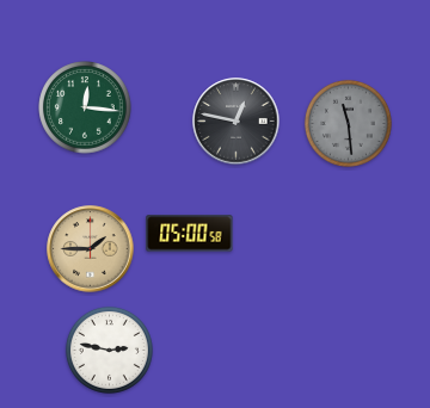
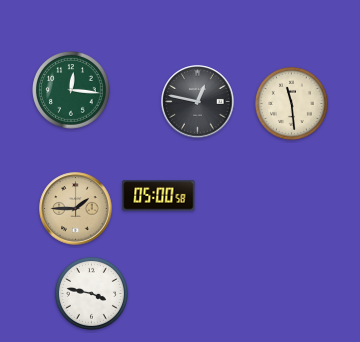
clock at (348, 123) dial: grey -> cream
clock at (109, 350): 2:47 -> 3:47
